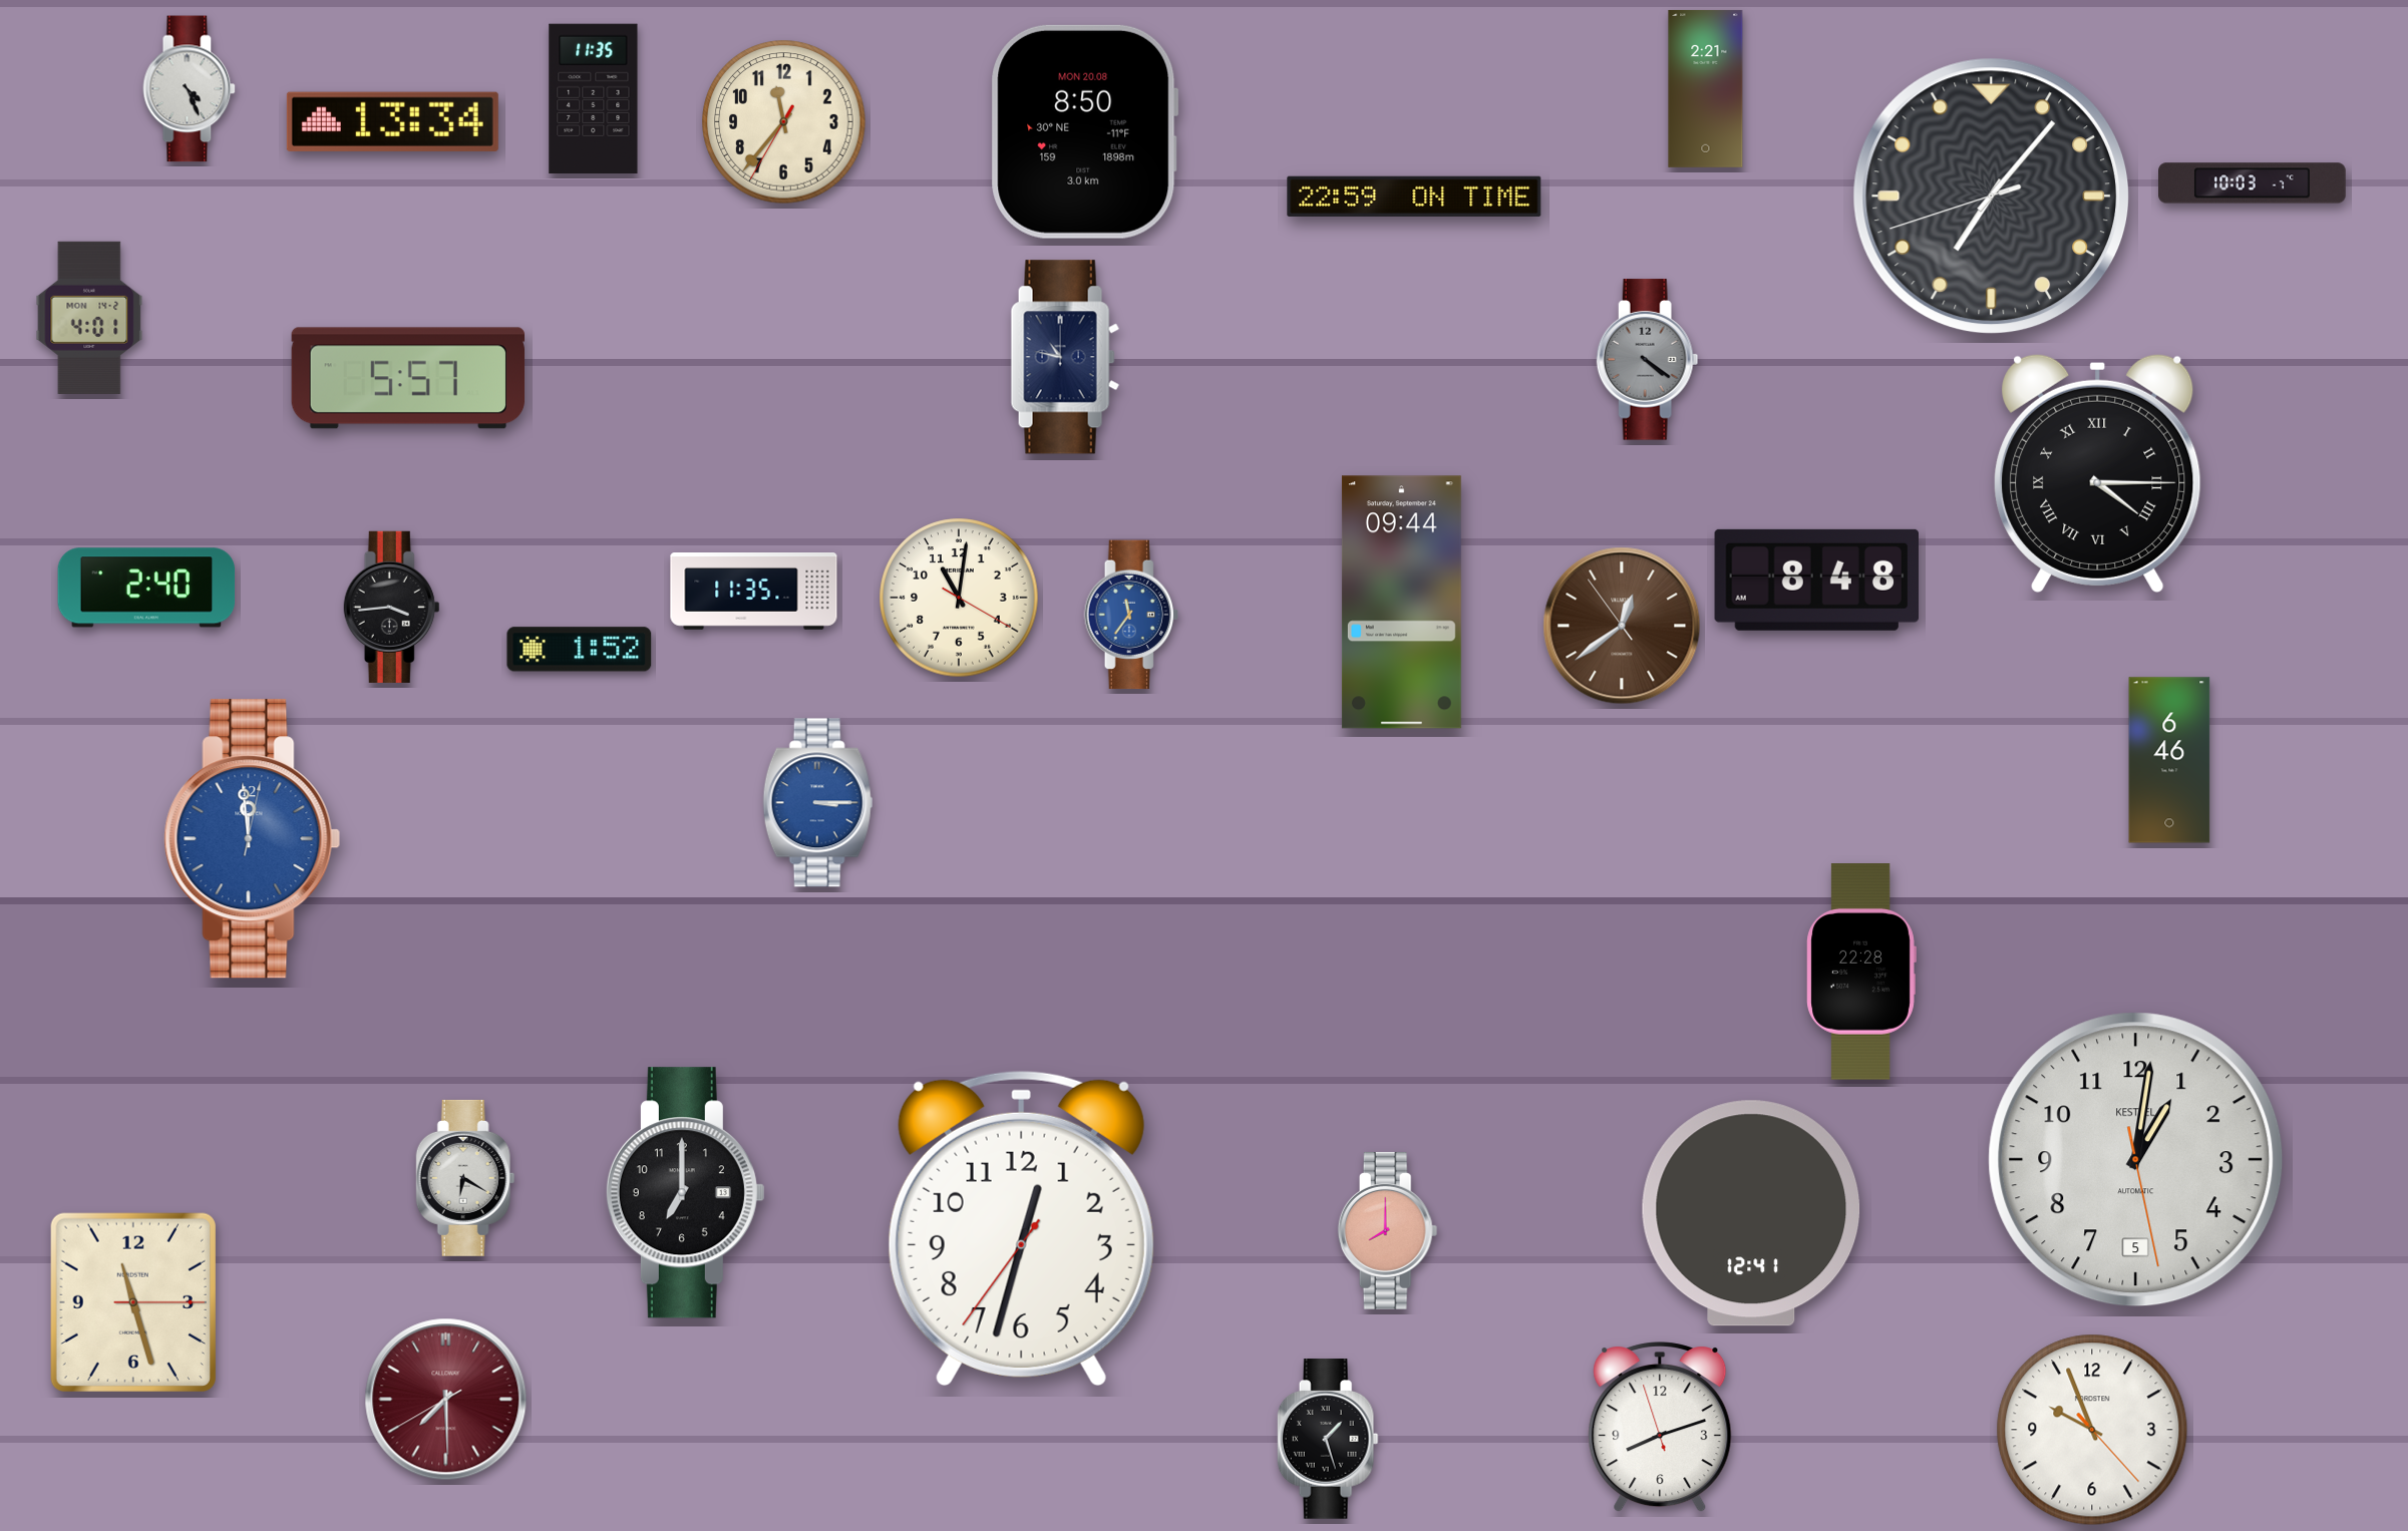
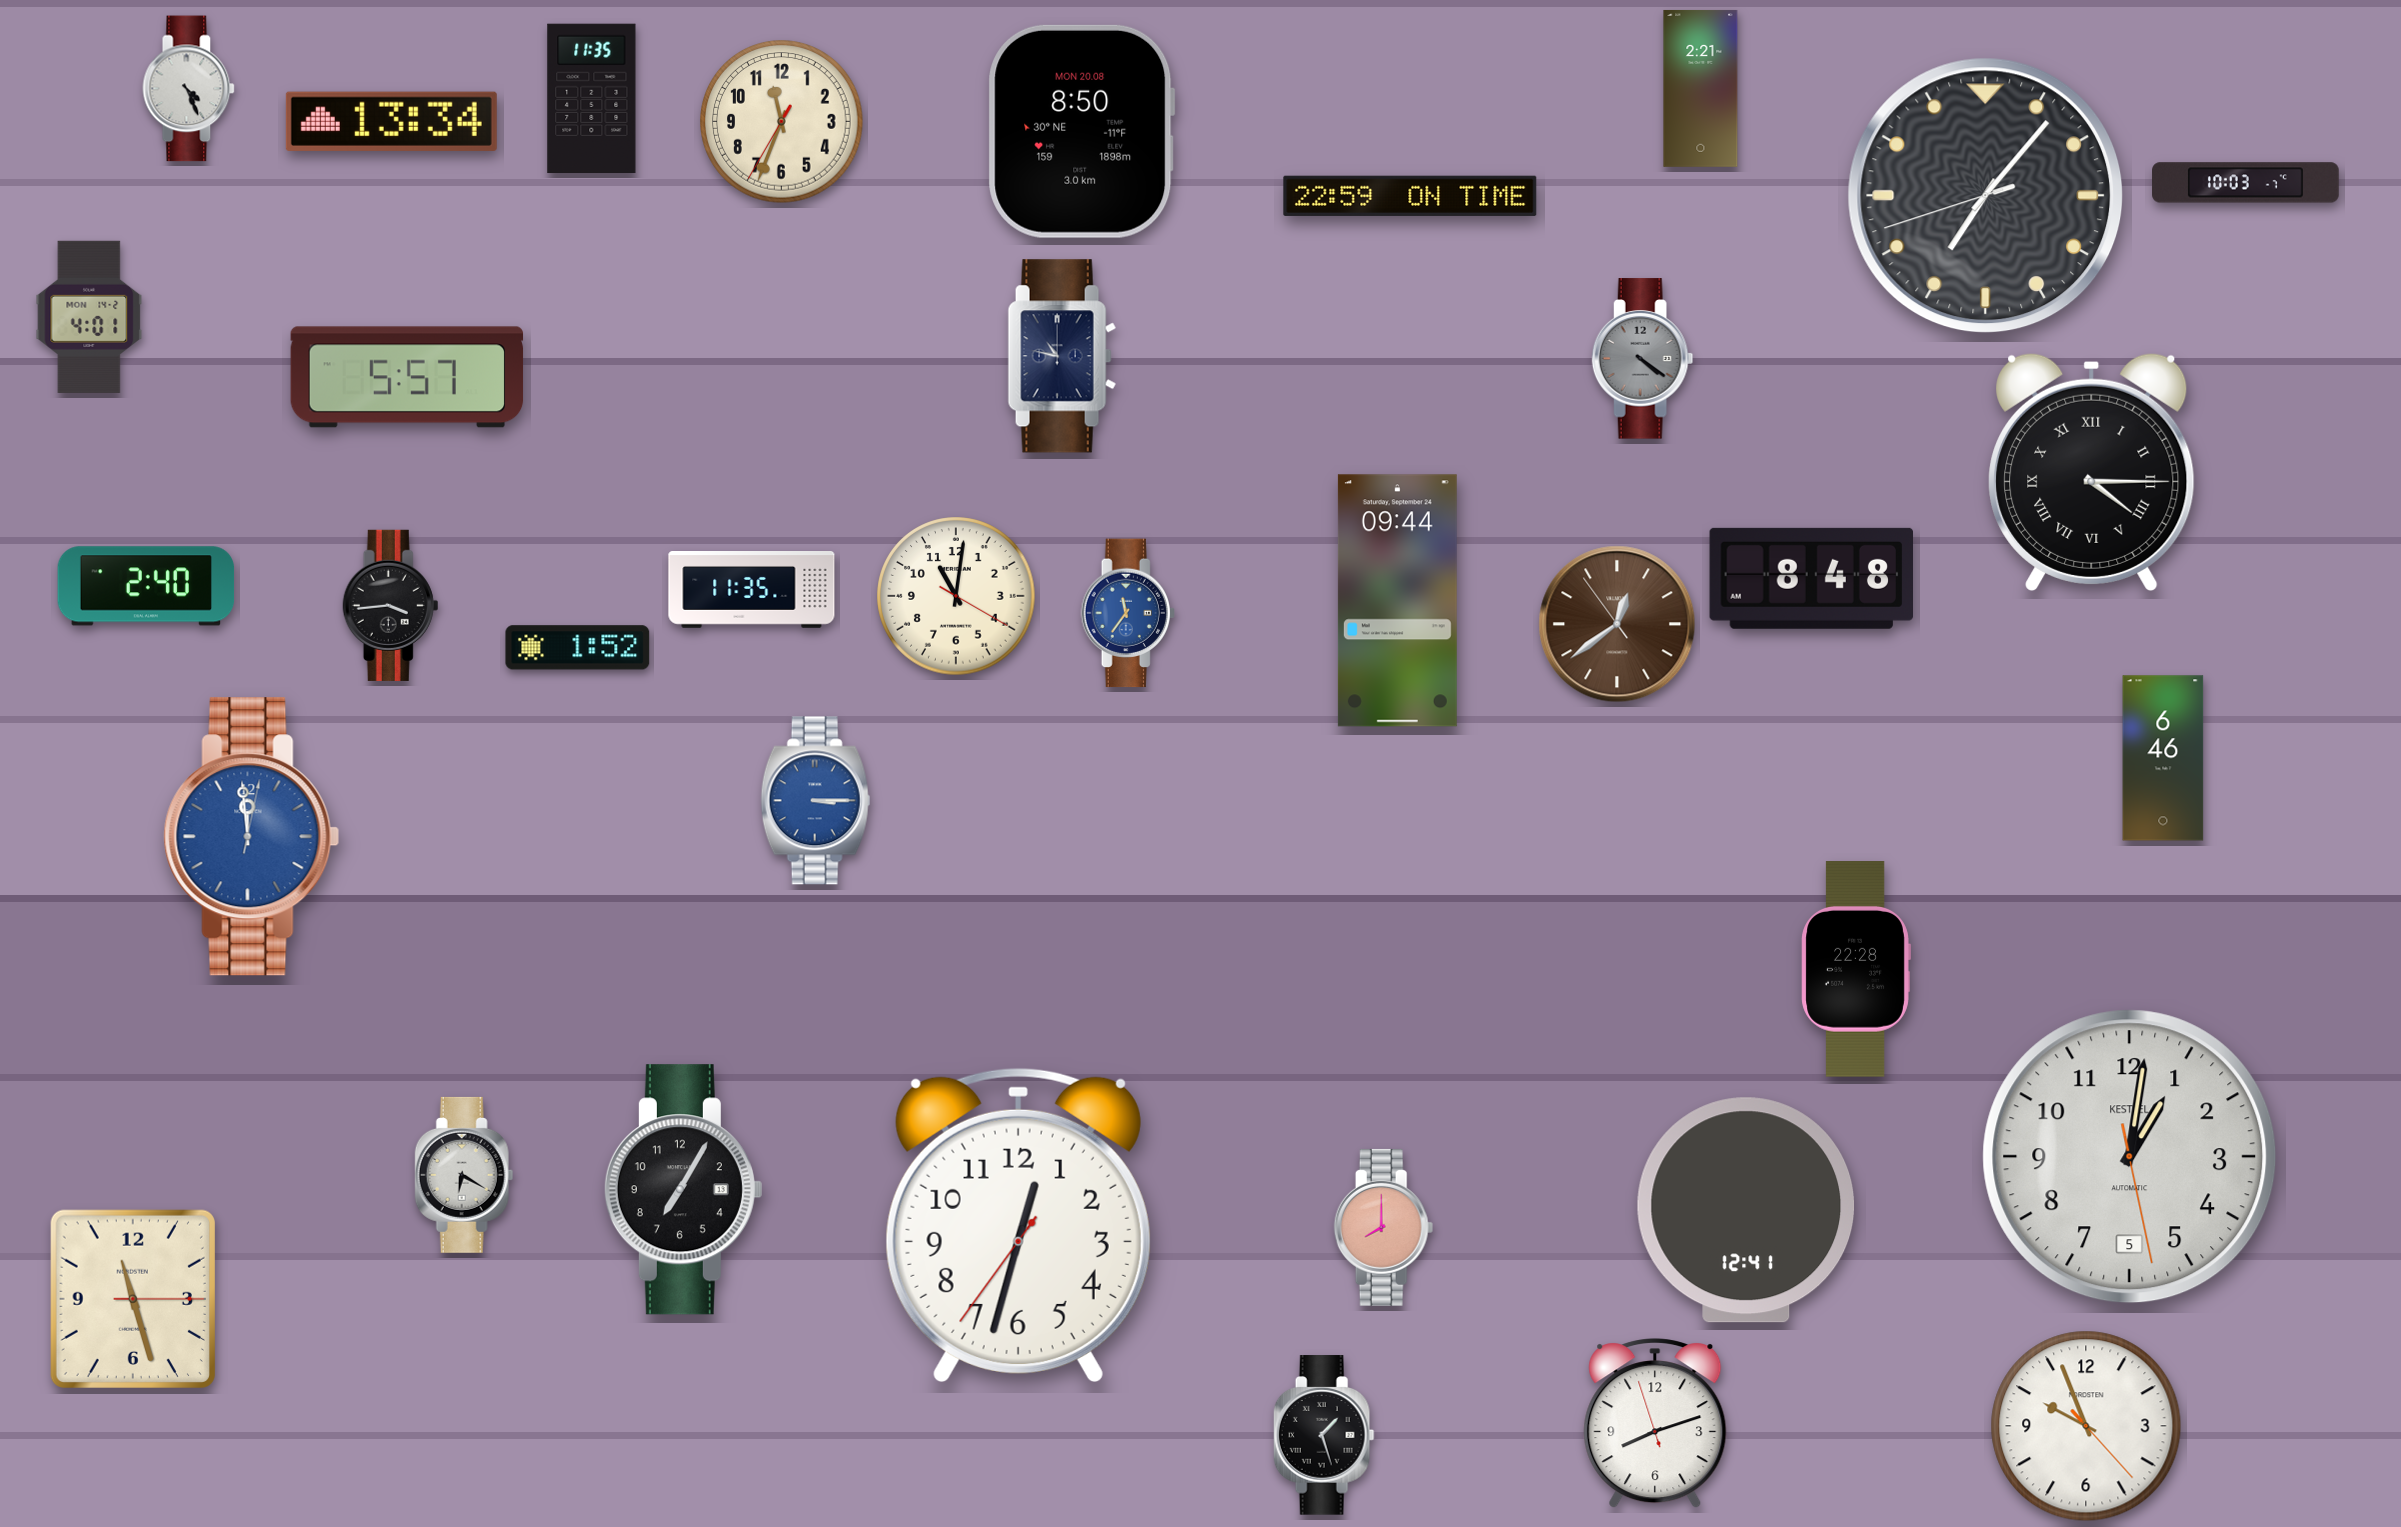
clock at (784, 122): 11:36 -> 11:33
clock at (685, 1193): 7:00 -> 7:05
clock at (446, 1400): 7:29 -> none
